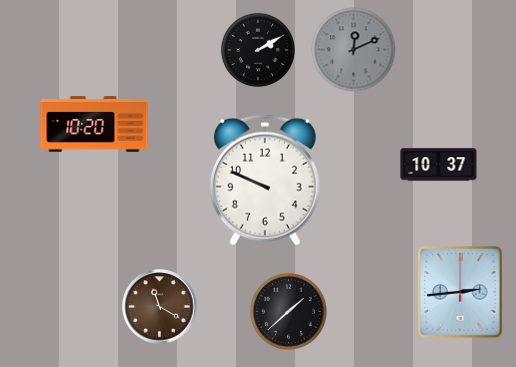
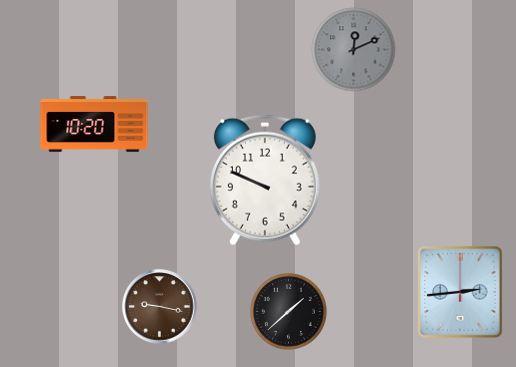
clock at (258, 50): 2:10 -> none
clock at (439, 165): 10:37 -> none
clock at (160, 307): 11:20 -> 9:17
